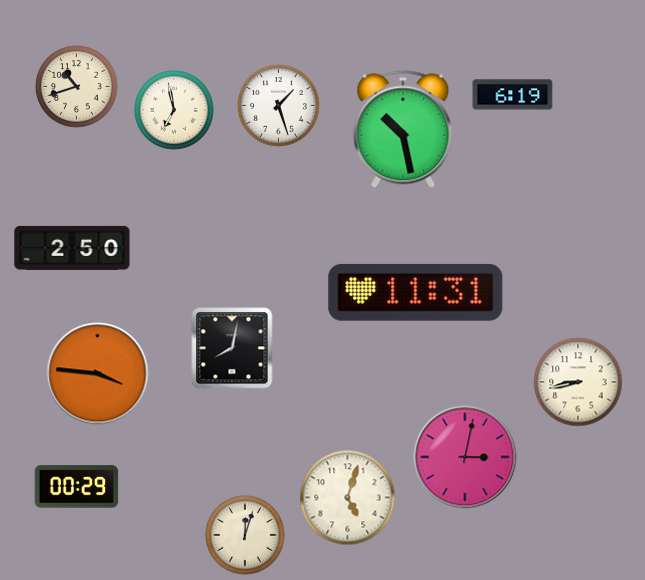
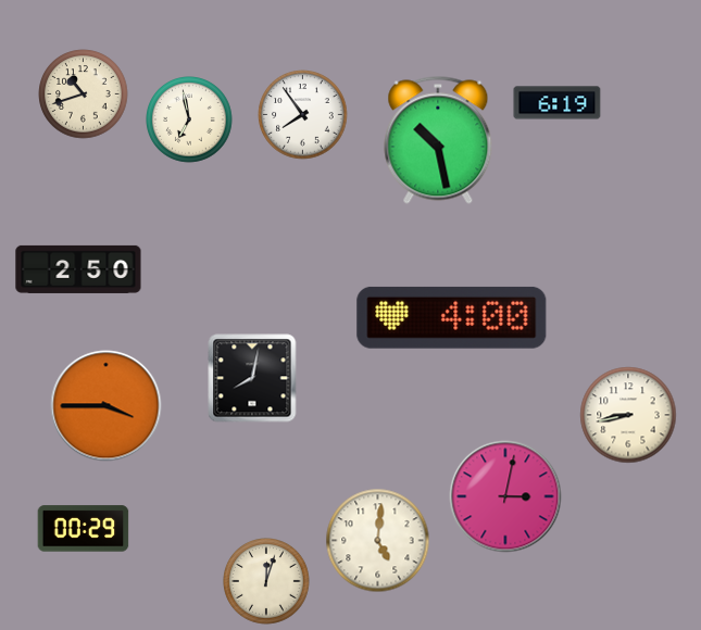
clock at (279, 106): 1:27 -> 7:54
clock at (416, 292): 11:31 -> 4:00
clock at (98, 374): 3:46 -> 3:45
clock at (348, 498): 5:03 -> 5:01
